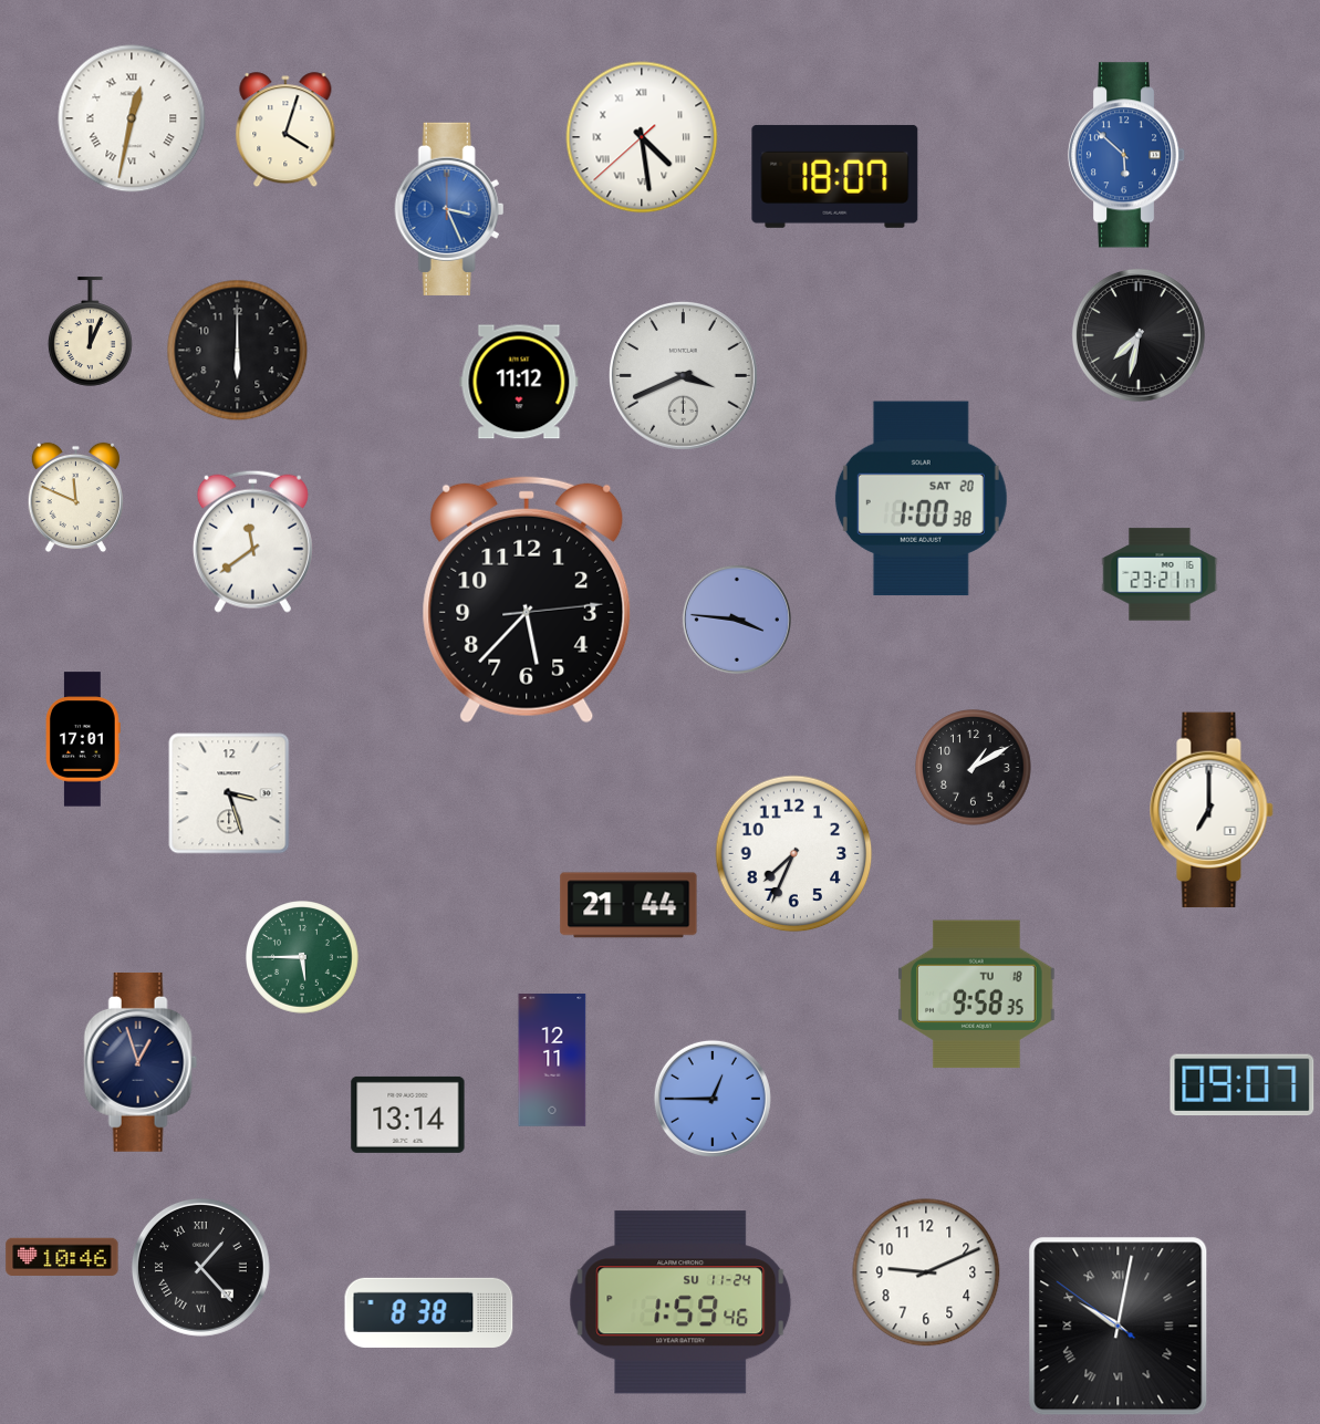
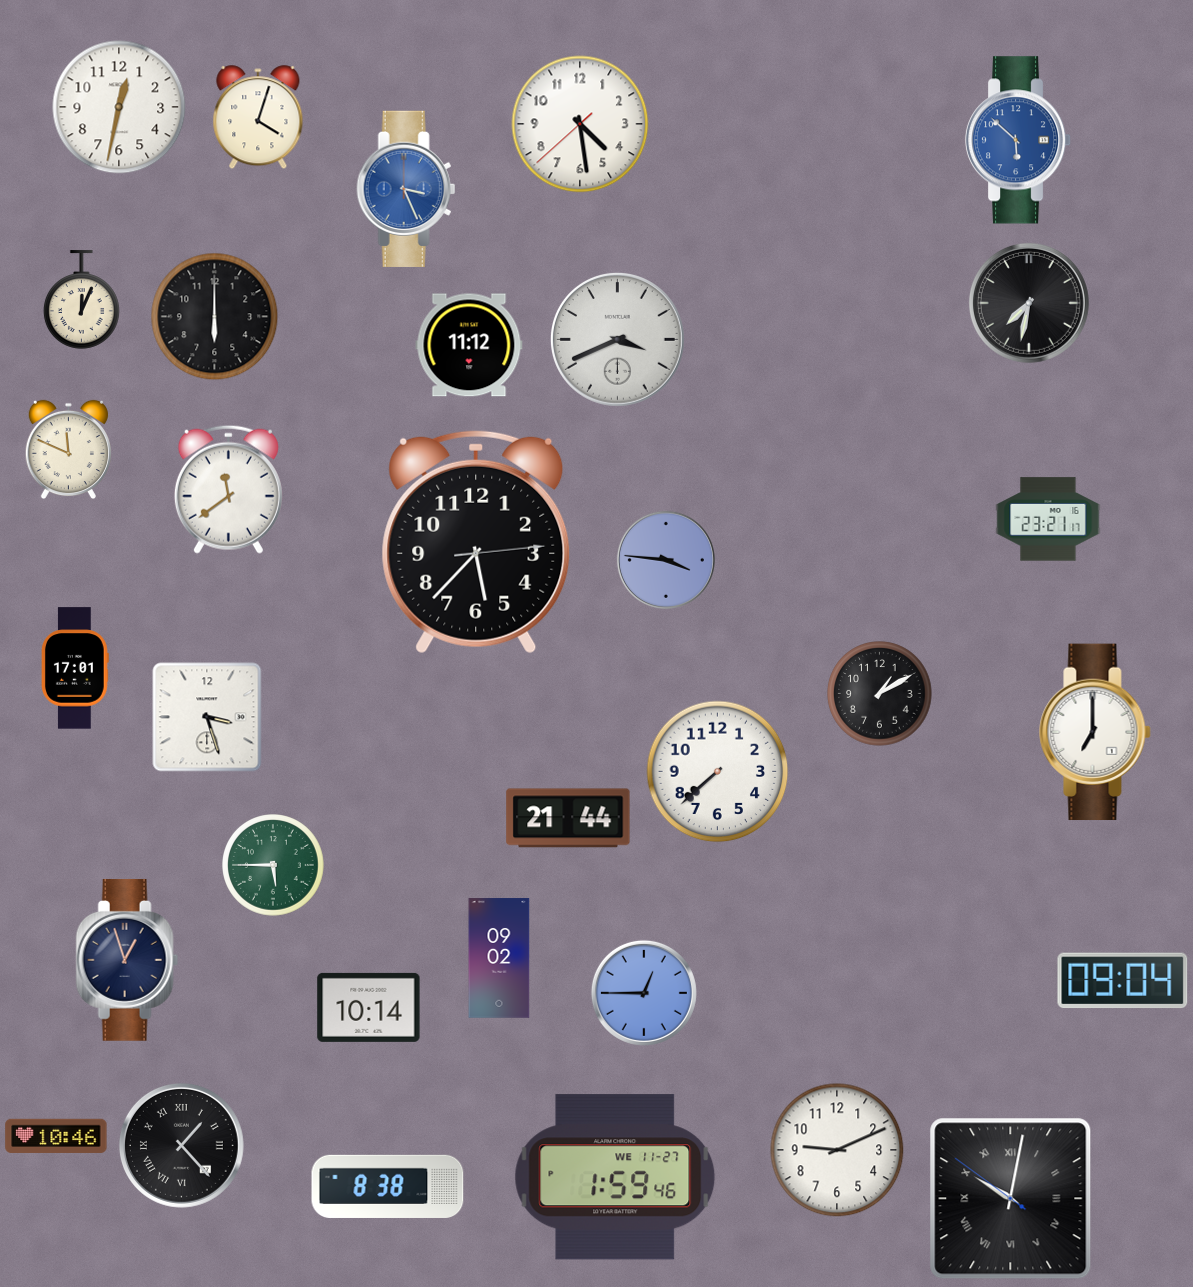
clock at (132, 118) numerals: Roman -> Arabic
clock at (642, 137) numerals: Roman -> Arabic
clock at (835, 176): 18:07 -> none
clock at (921, 499): 1:00 -> none
clock at (794, 854): 7:34 -> 7:38
clock at (977, 995): 9:58 -> none
clock at (552, 1060): 12:11 -> 09:02
clock at (1243, 1085): 09:07 -> 09:04
clock at (408, 1114): 13:14 -> 10:14
clock at (680, 1302) date: SU 11-24 -> WE 11-27
